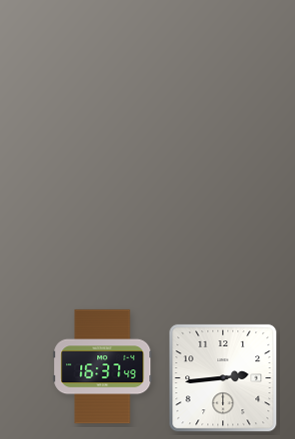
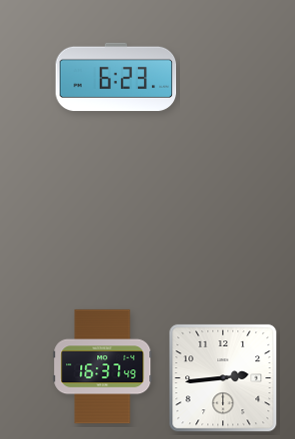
clock at (116, 77): none -> 6:23
